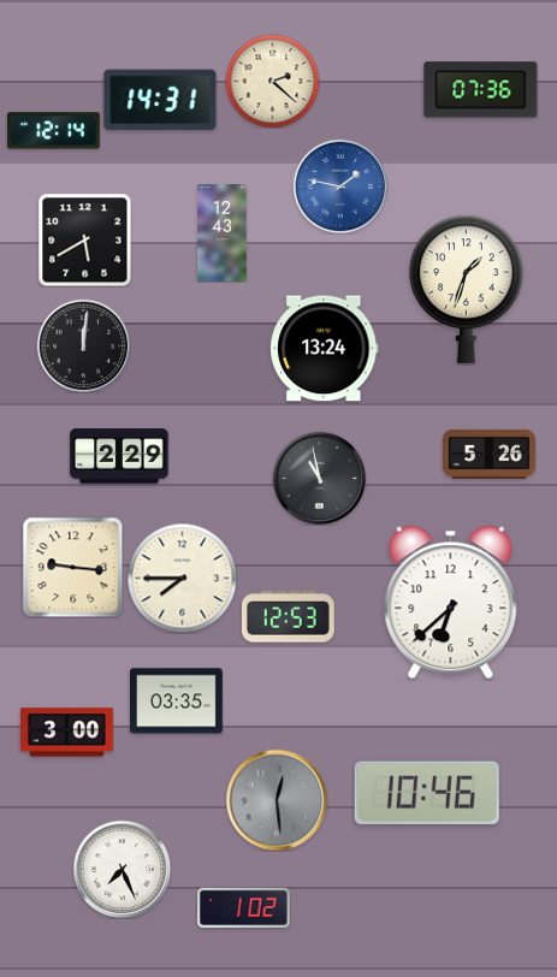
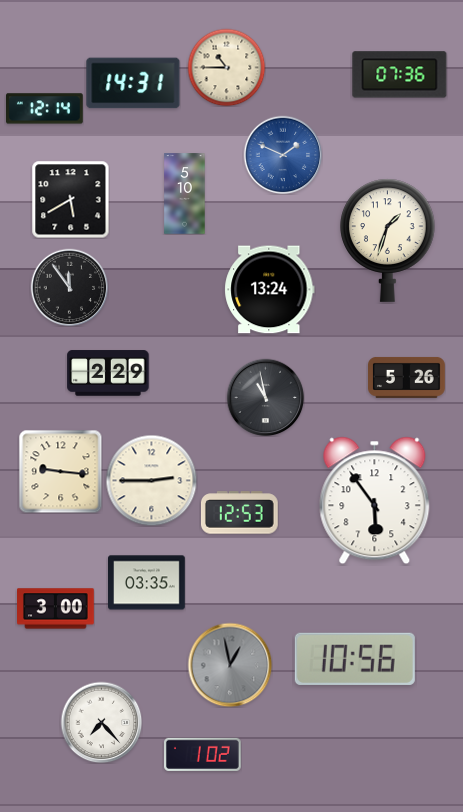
clock at (272, 81): 2:22 -> 10:45
clock at (340, 186): 1:47 -> 1:49
clock at (223, 233): 12:43 -> 5:10
clock at (83, 345): 12:01 -> 11:54
clock at (119, 456) position: (119, 456) -> (108, 373)
clock at (182, 578): 7:45 -> 2:45
clock at (451, 603): 6:38 -> 5:54
clock at (427, 793): 10:46 -> 10:56
clock at (277, 800): 12:29 -> 12:58
clock at (122, 869): 7:26 -> 7:23
